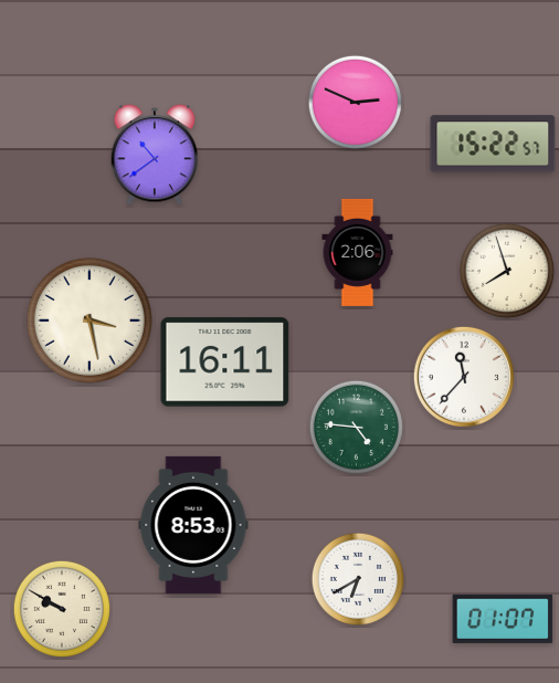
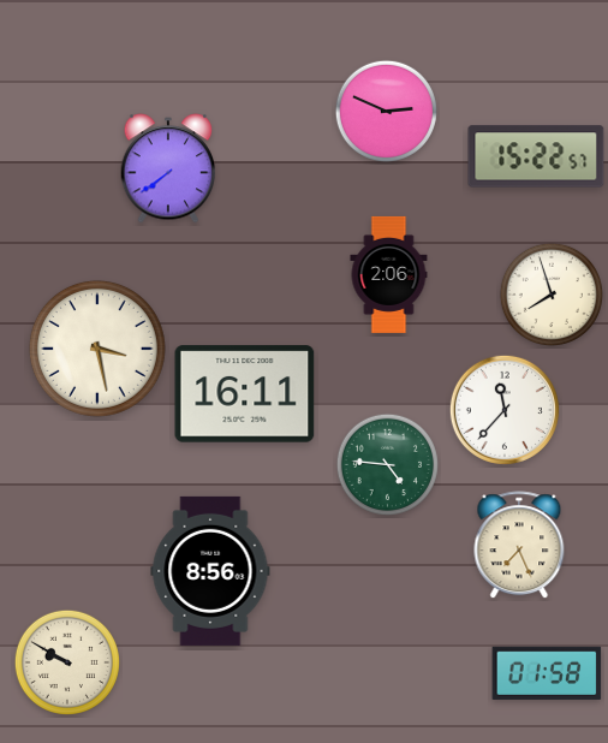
clock at (155, 155): 10:39 -> 7:39
clock at (519, 546): none -> 7:26
clock at (193, 525): 8:53 -> 8:56
clock at (357, 578): 6:40 -> none
clock at (503, 619): 01:07 -> 01:58
